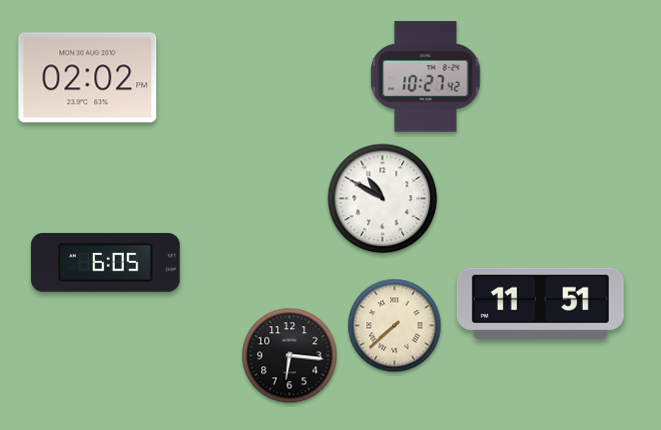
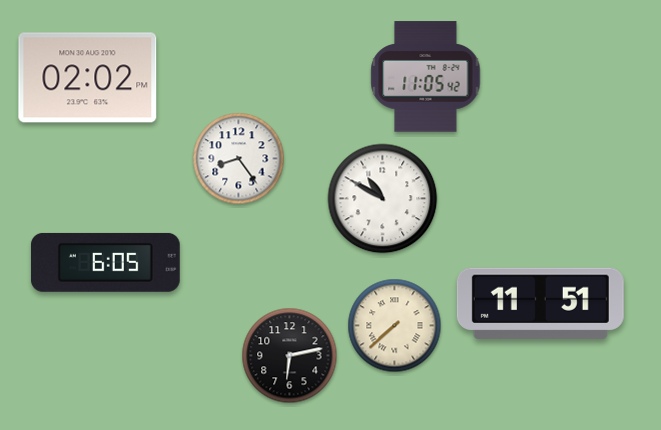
clock at (426, 77): 10:27 -> 11:05
clock at (239, 159): none -> 8:24
clock at (290, 356): 6:16 -> 6:13
